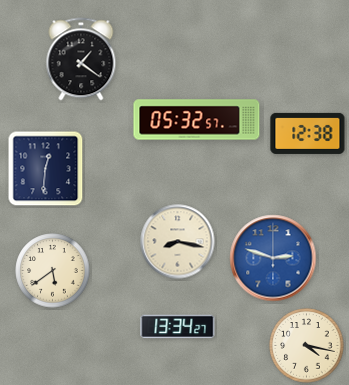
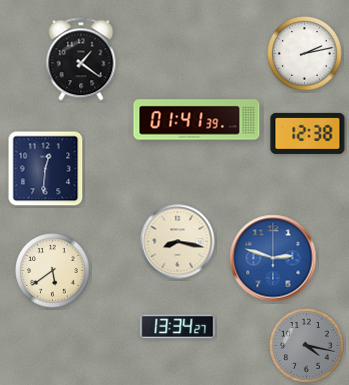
clock at (305, 54): none -> 2:13
clock at (197, 120): 05:32 -> 01:41
clock at (307, 346) dial: cream -> grey
